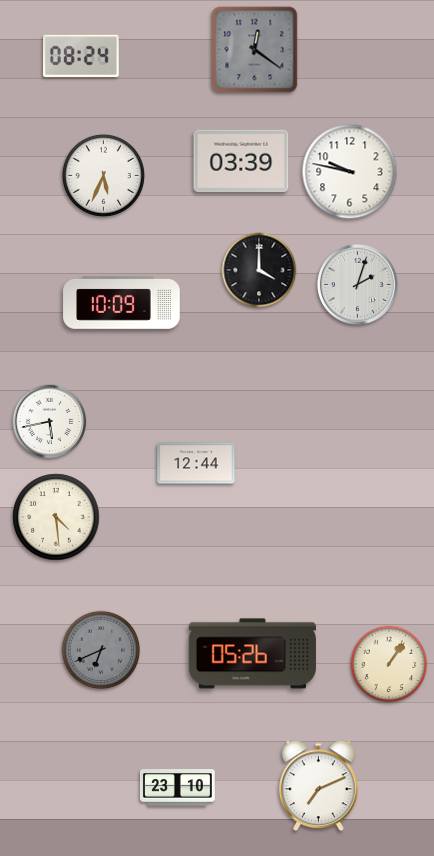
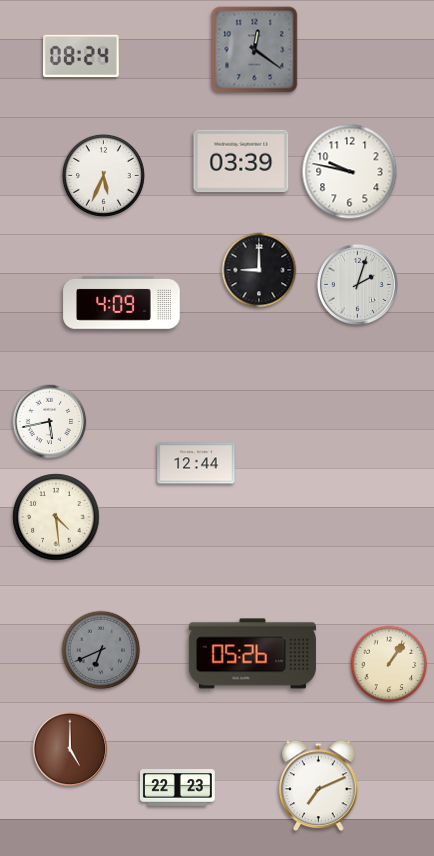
clock at (259, 270): 4:00 -> 9:00
clock at (122, 303): 10:09 -> 4:09
clock at (70, 749): none -> 5:00
clock at (177, 788): 23:10 -> 22:23
